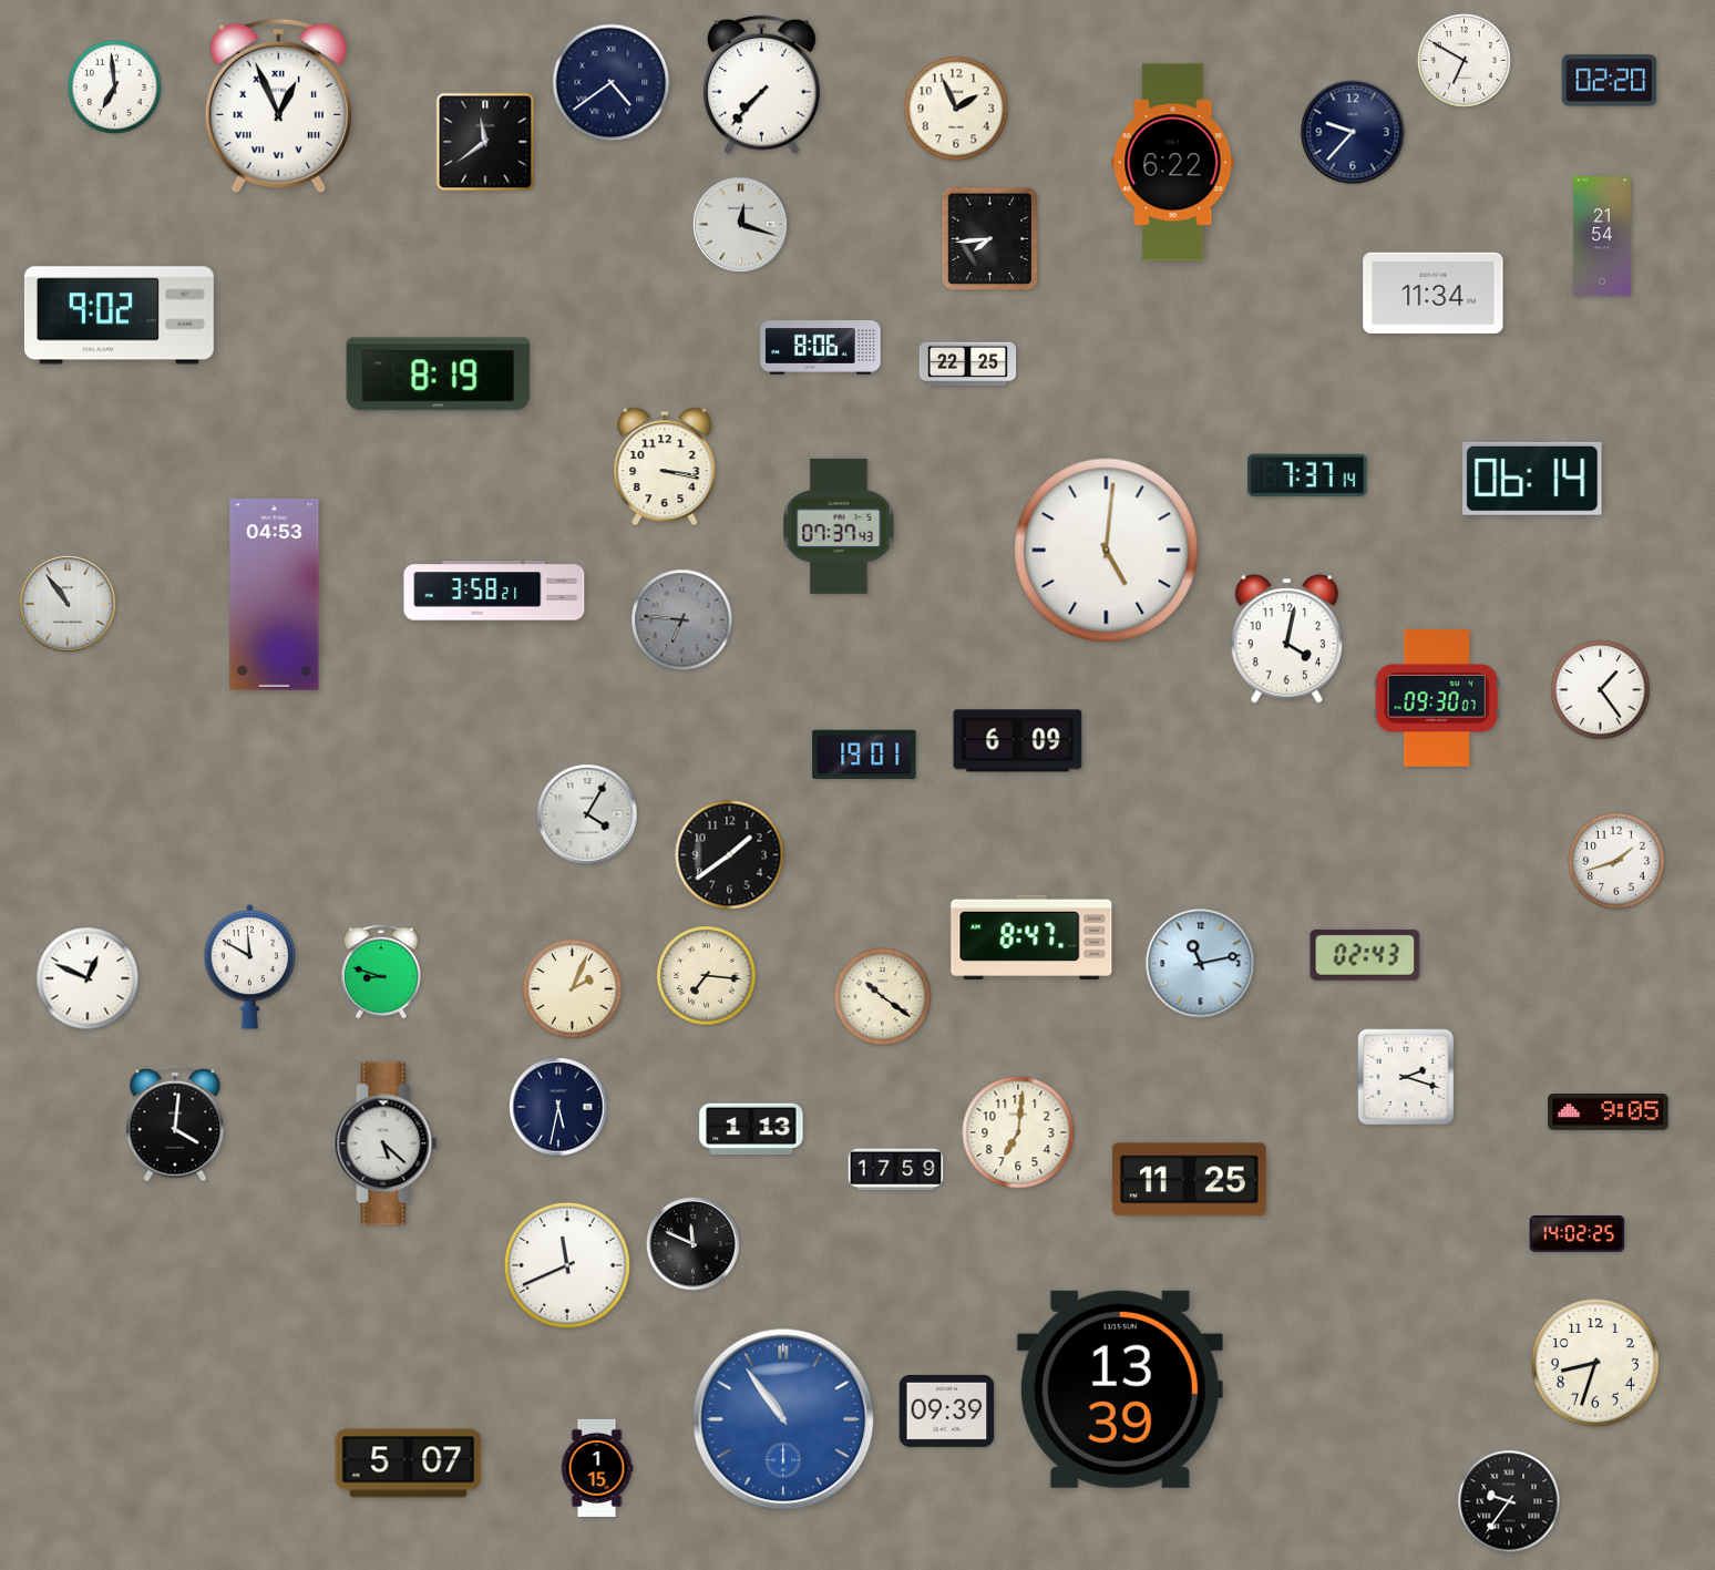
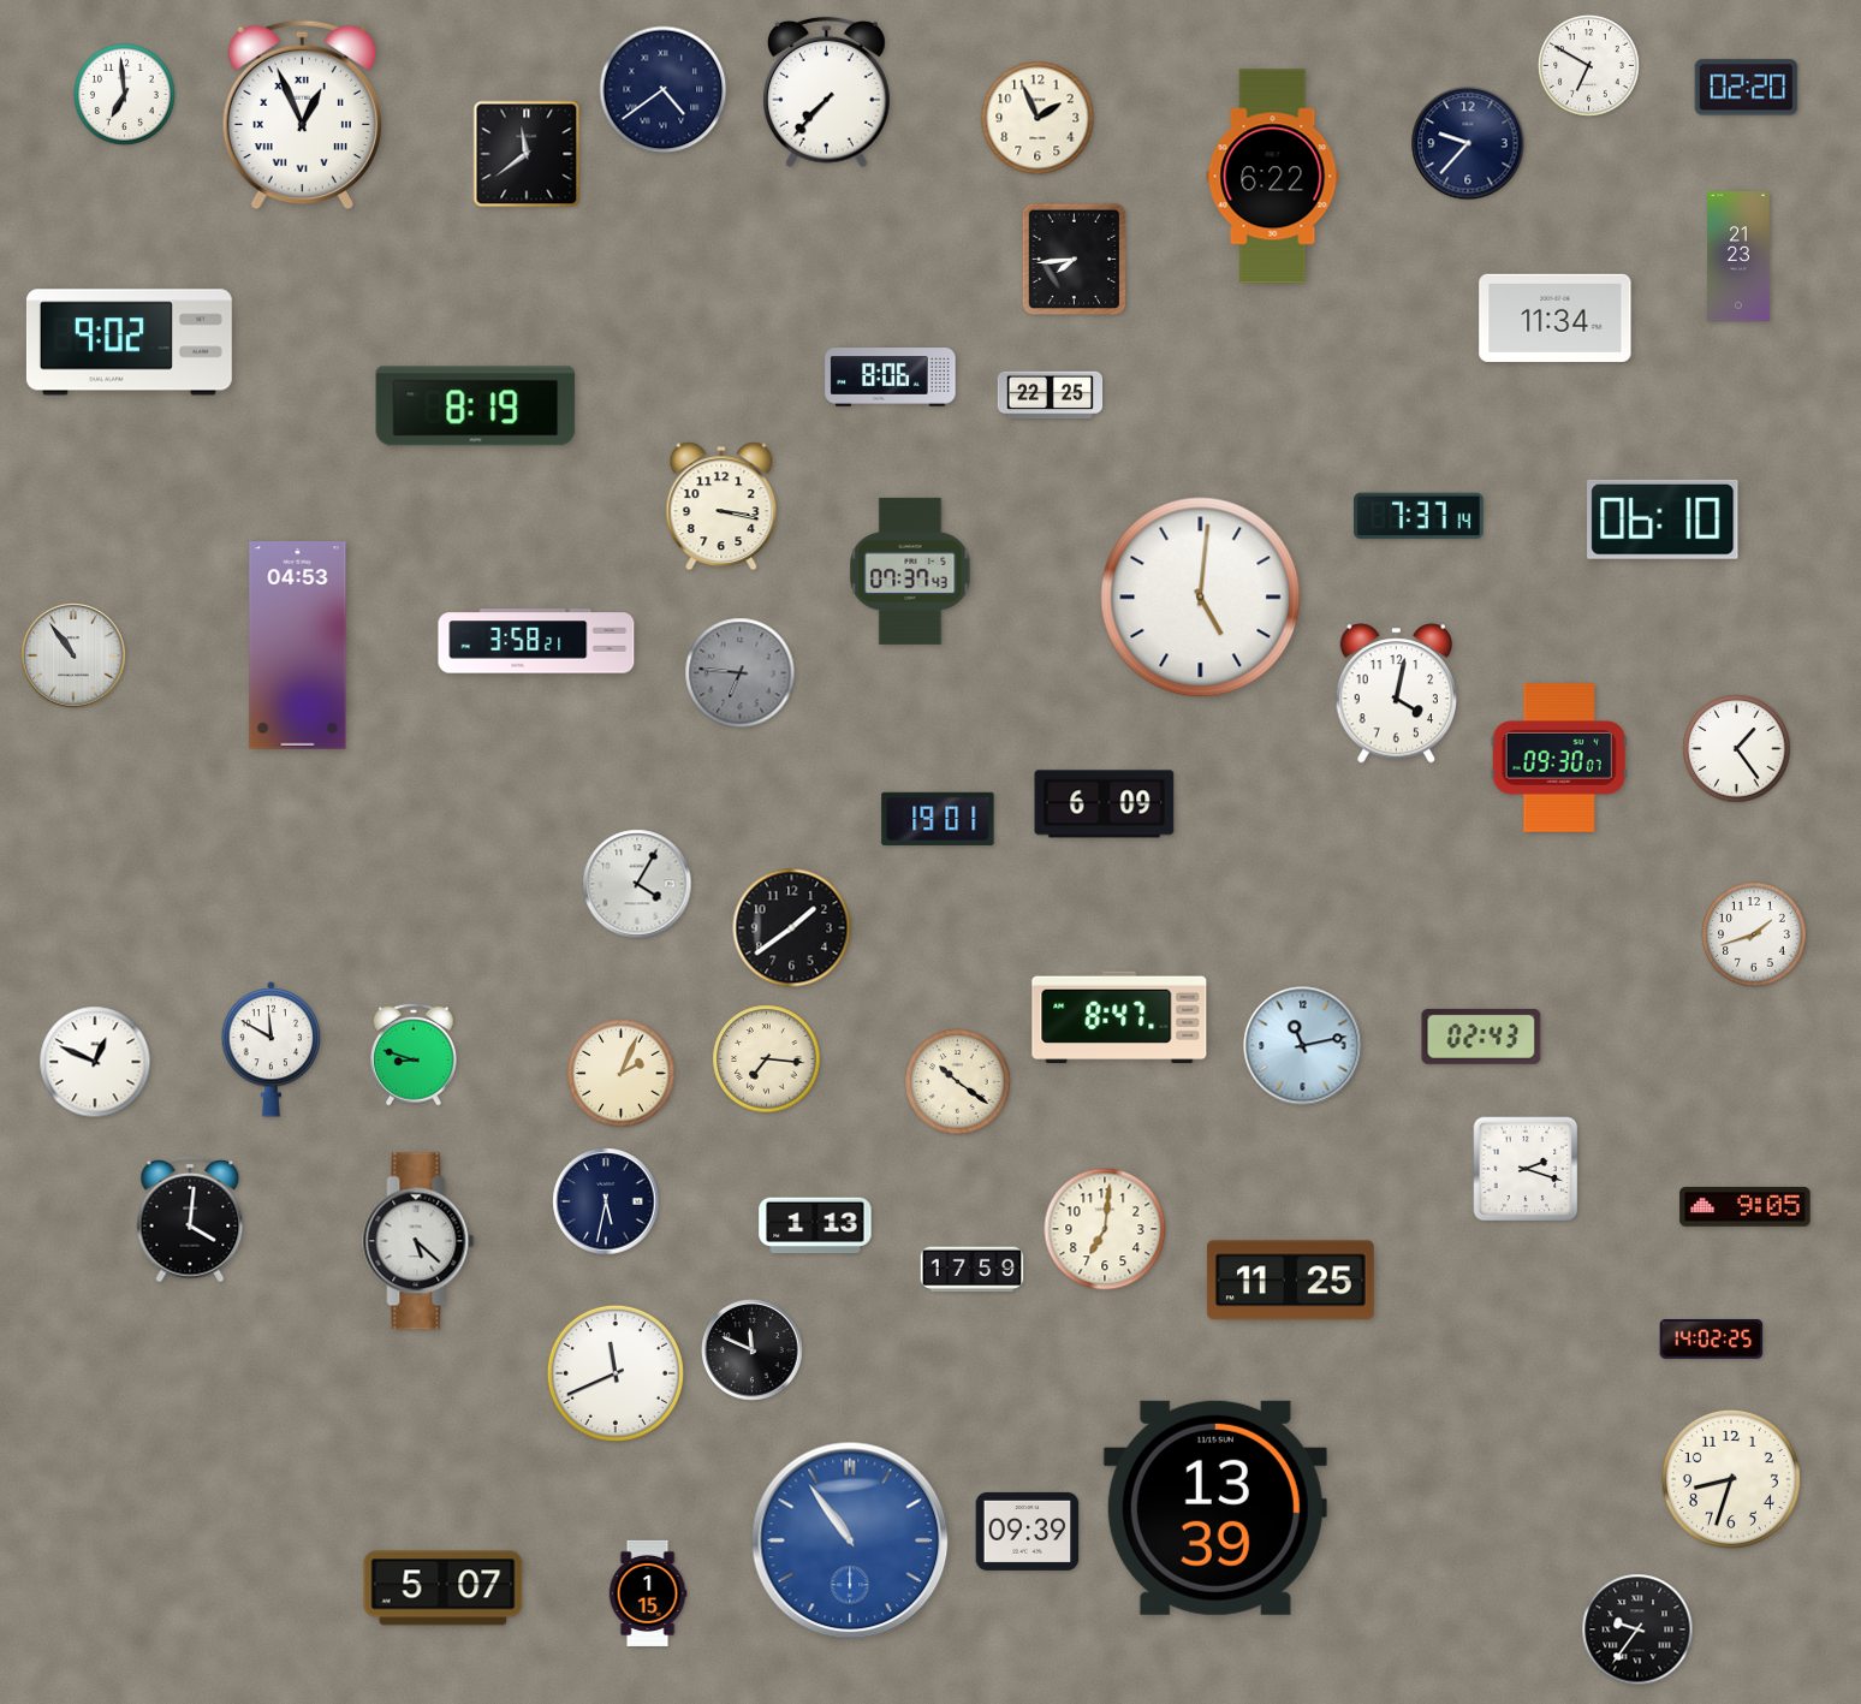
clock at (741, 225): 12:18 -> none
clock at (1602, 236): 21:54 -> 21:23
clock at (1532, 479): 06:14 -> 06:10
